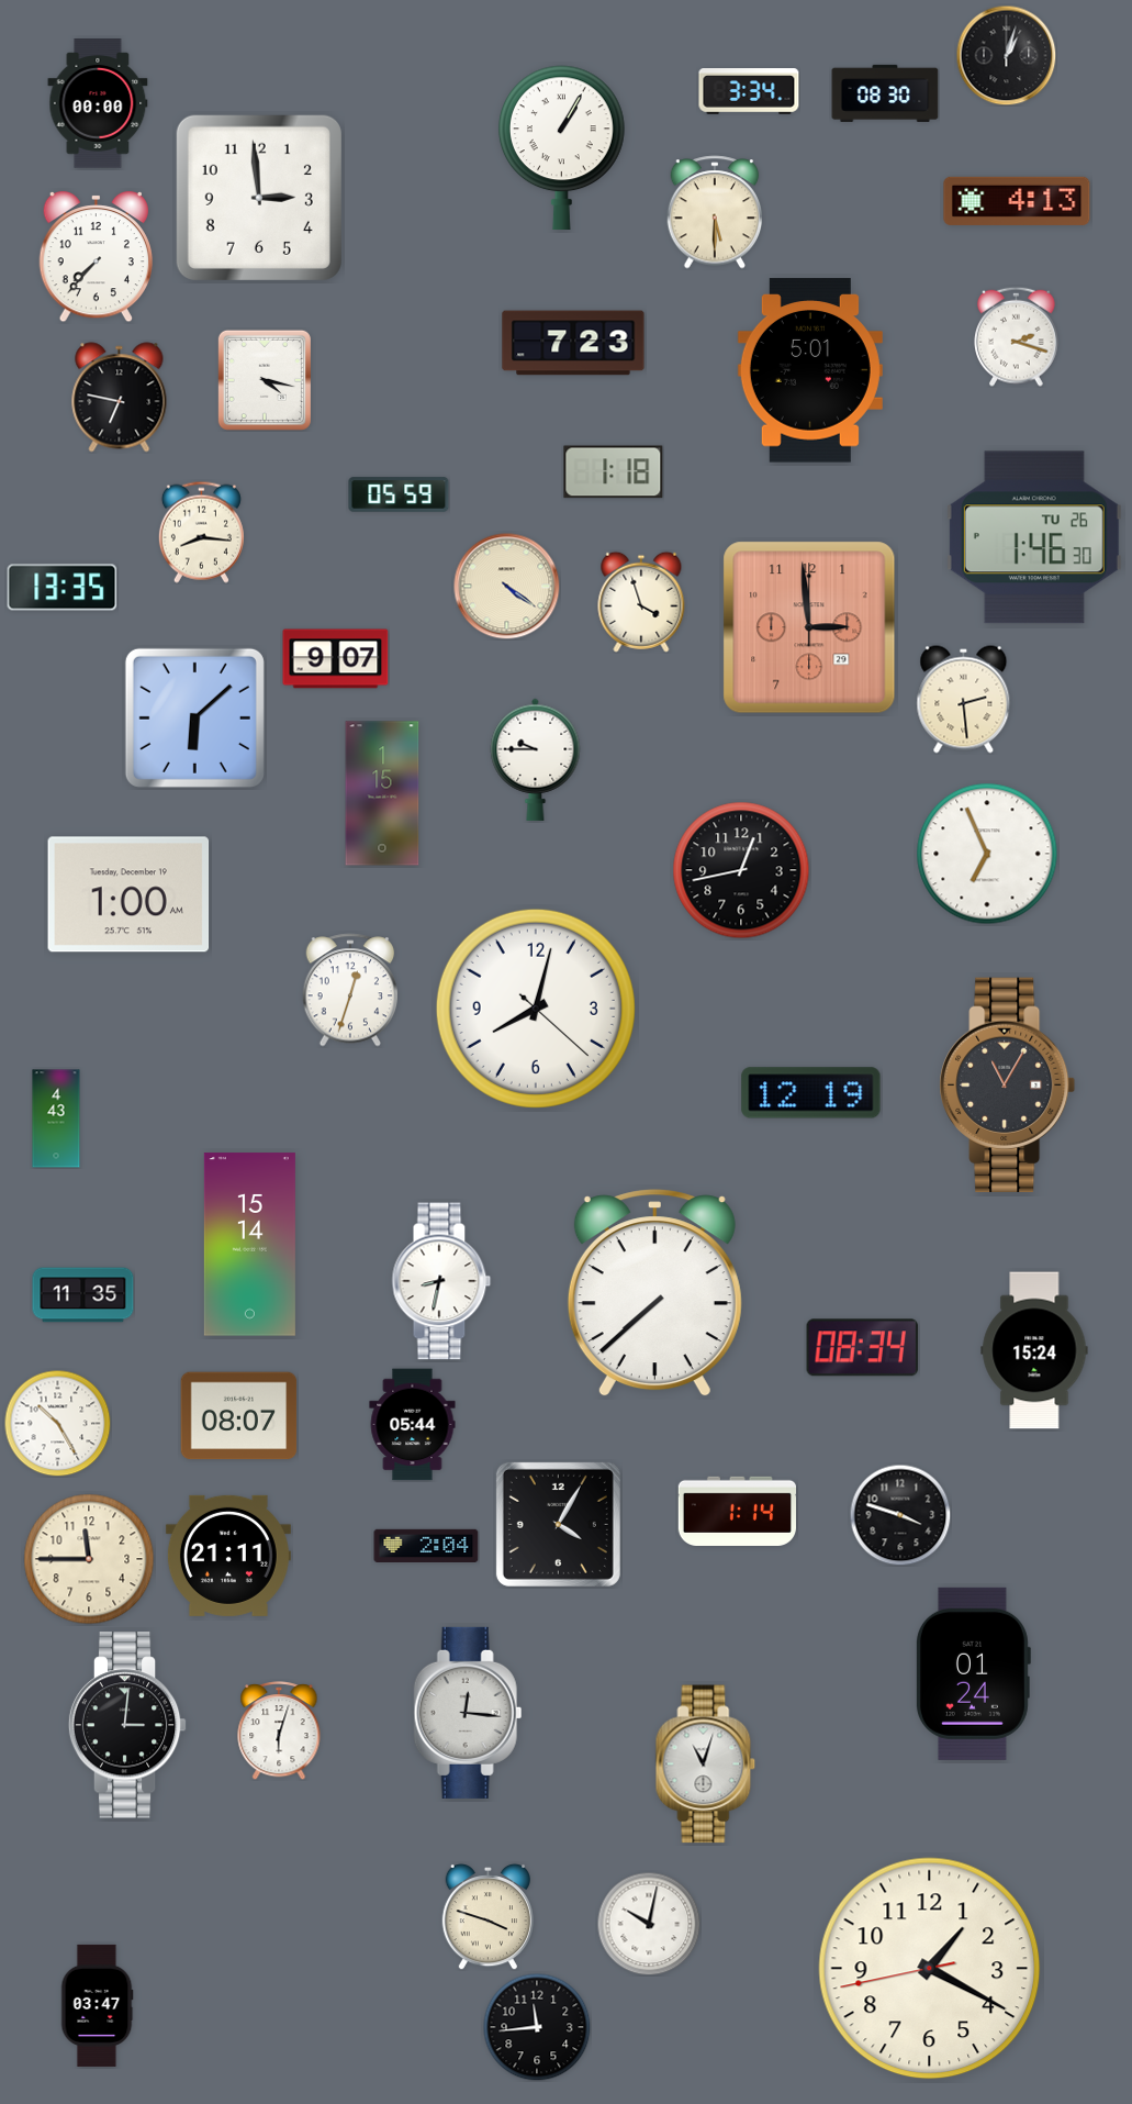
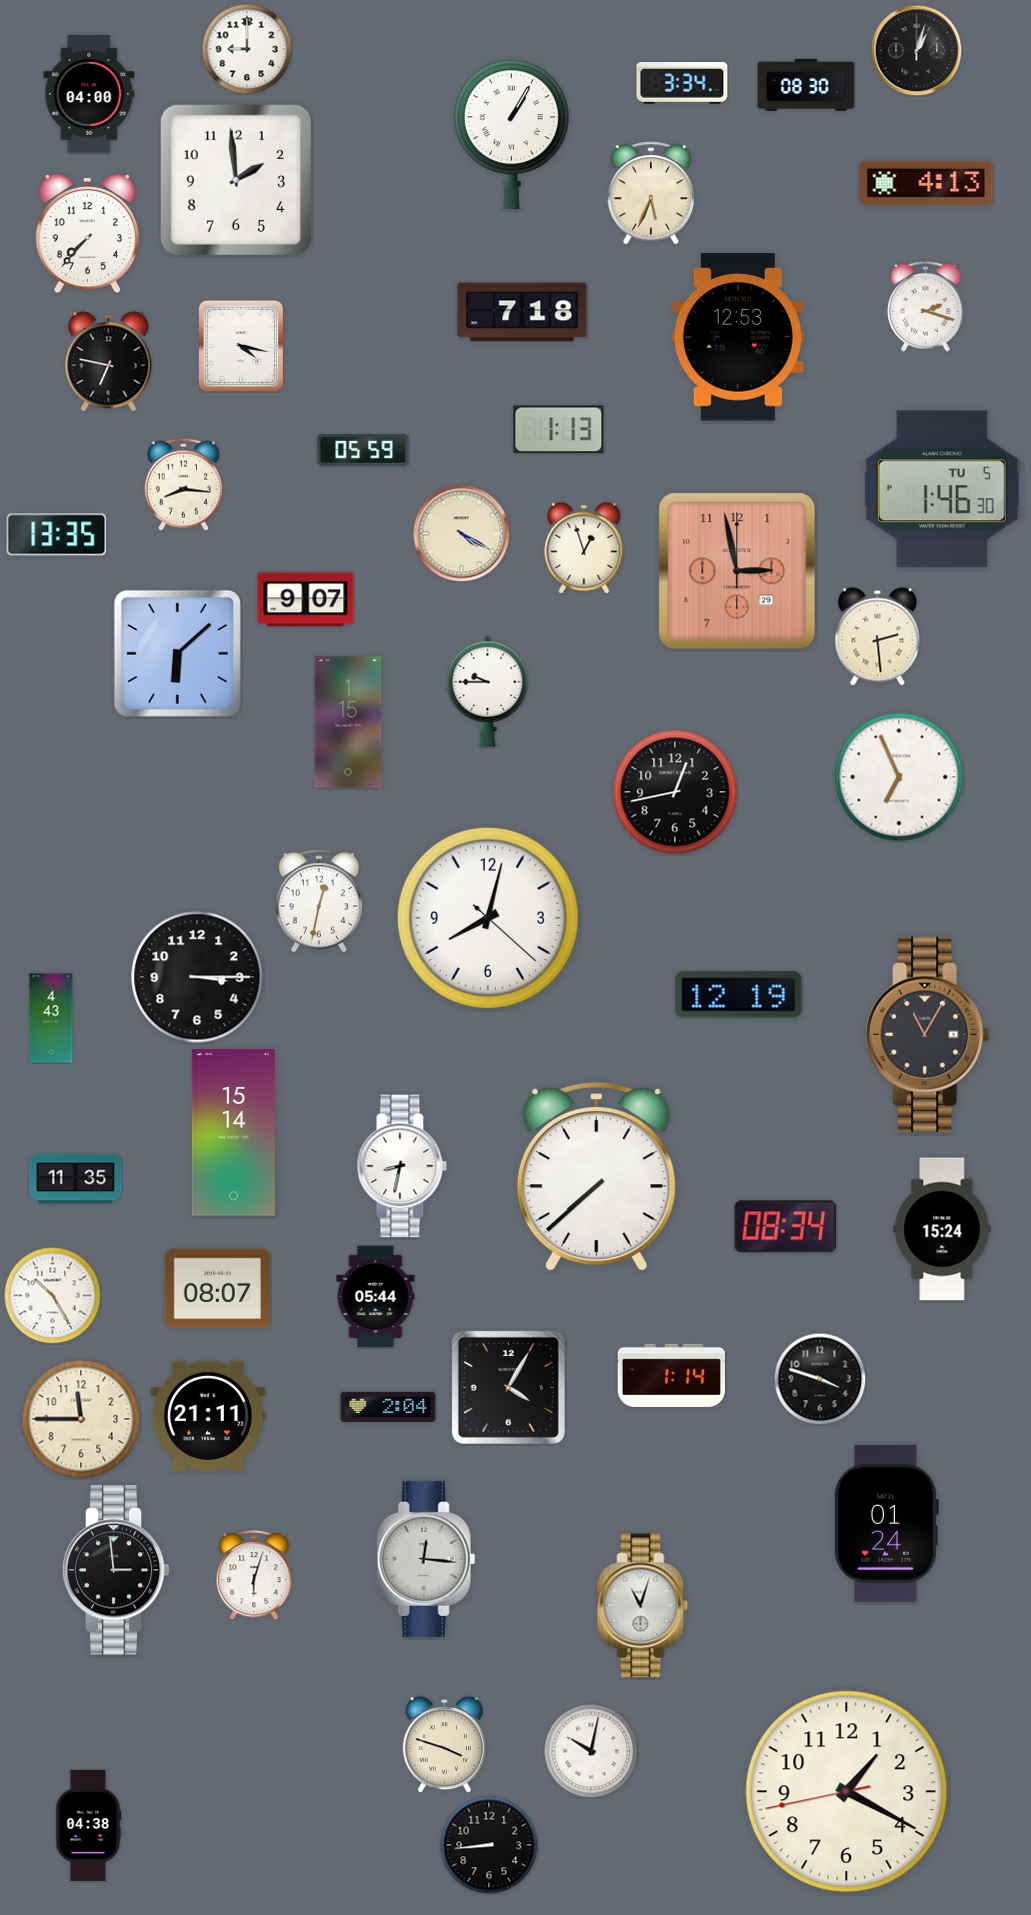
clock at (247, 49): none -> 9:00
clock at (98, 104): 00:00 -> 04:00
clock at (259, 198): 2:59 -> 1:59
clock at (715, 212): 5:30 -> 5:34
clock at (573, 343): 7:23 -> 7:18
clock at (810, 370): 5:01 -> 12:53
clock at (614, 472): 1:18 -> 1:13
clock at (1034, 537) date: TU 26 -> TU 5
clock at (507, 587): 4:21 -> 4:20
clock at (641, 602): 3:57 -> 12:57
clock at (809, 627): 2:59 -> 2:58
clock at (128, 894): 1:00 -> none
clock at (350, 990): 12:33 -> 12:32
clock at (197, 977): none -> 3:15
clock at (1008, 1084) position: (1008, 1084) -> (928, 1034)
clock at (249, 1245) position: (249, 1245) -> (233, 1133)
clock at (127, 1725): 3:01 -> 2:59
clock at (97, 2005): 03:47 -> 04:38
clock at (537, 2027): 11:44 -> 8:44
